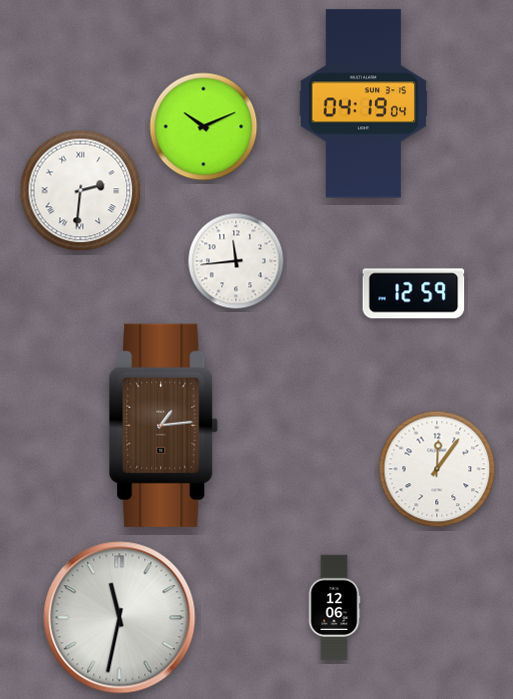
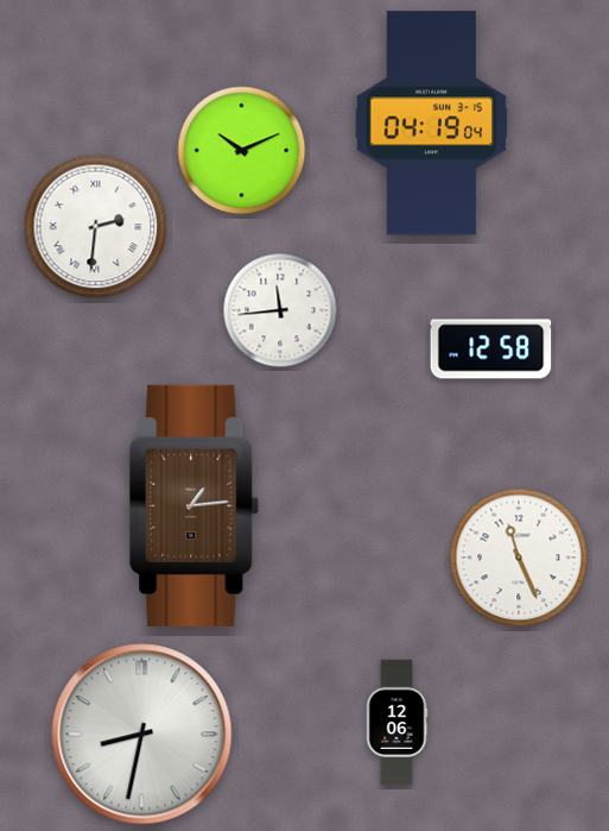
clock at (414, 294): 12:59 -> 12:58
clock at (437, 469): 12:06 -> 11:26
clock at (120, 618): 11:32 -> 8:32
